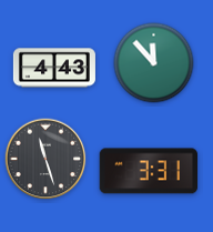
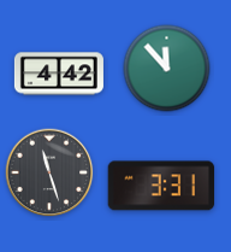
clock at (54, 68): 4:43 -> 4:42
